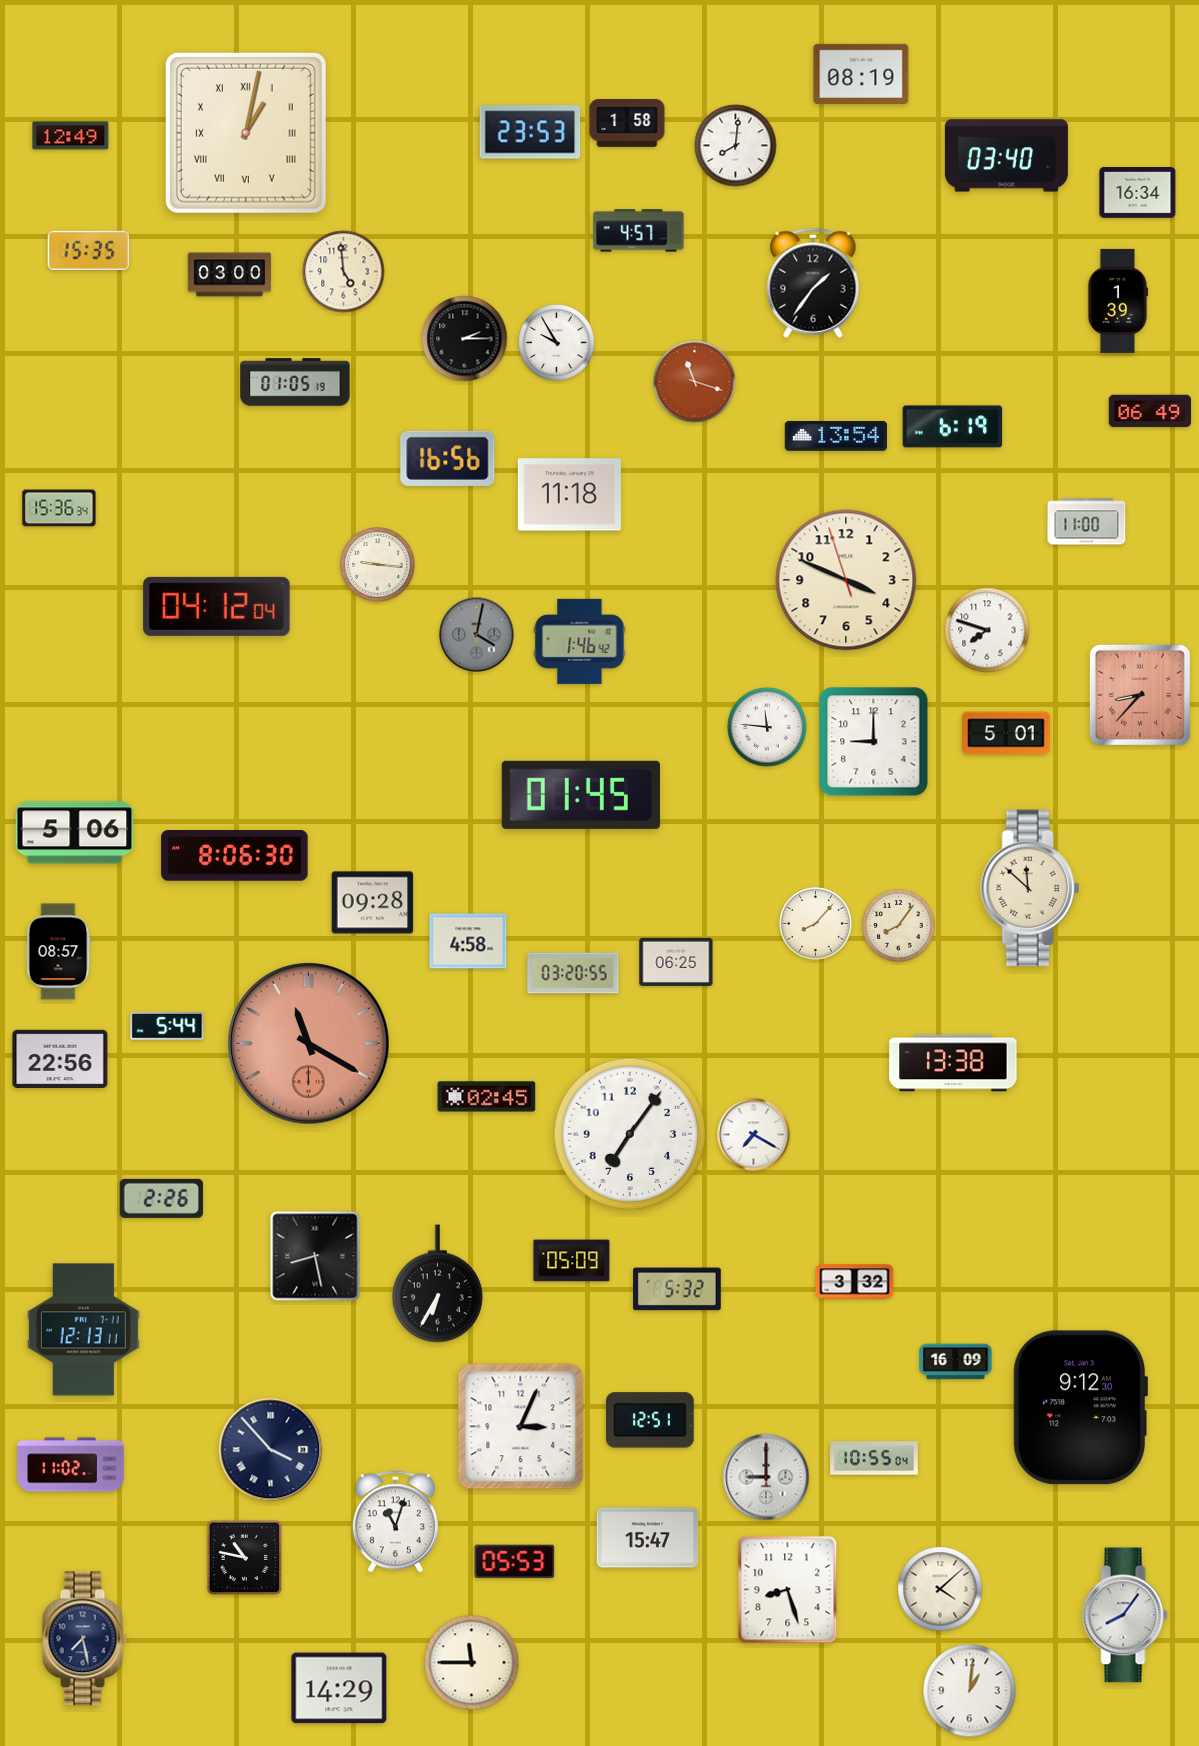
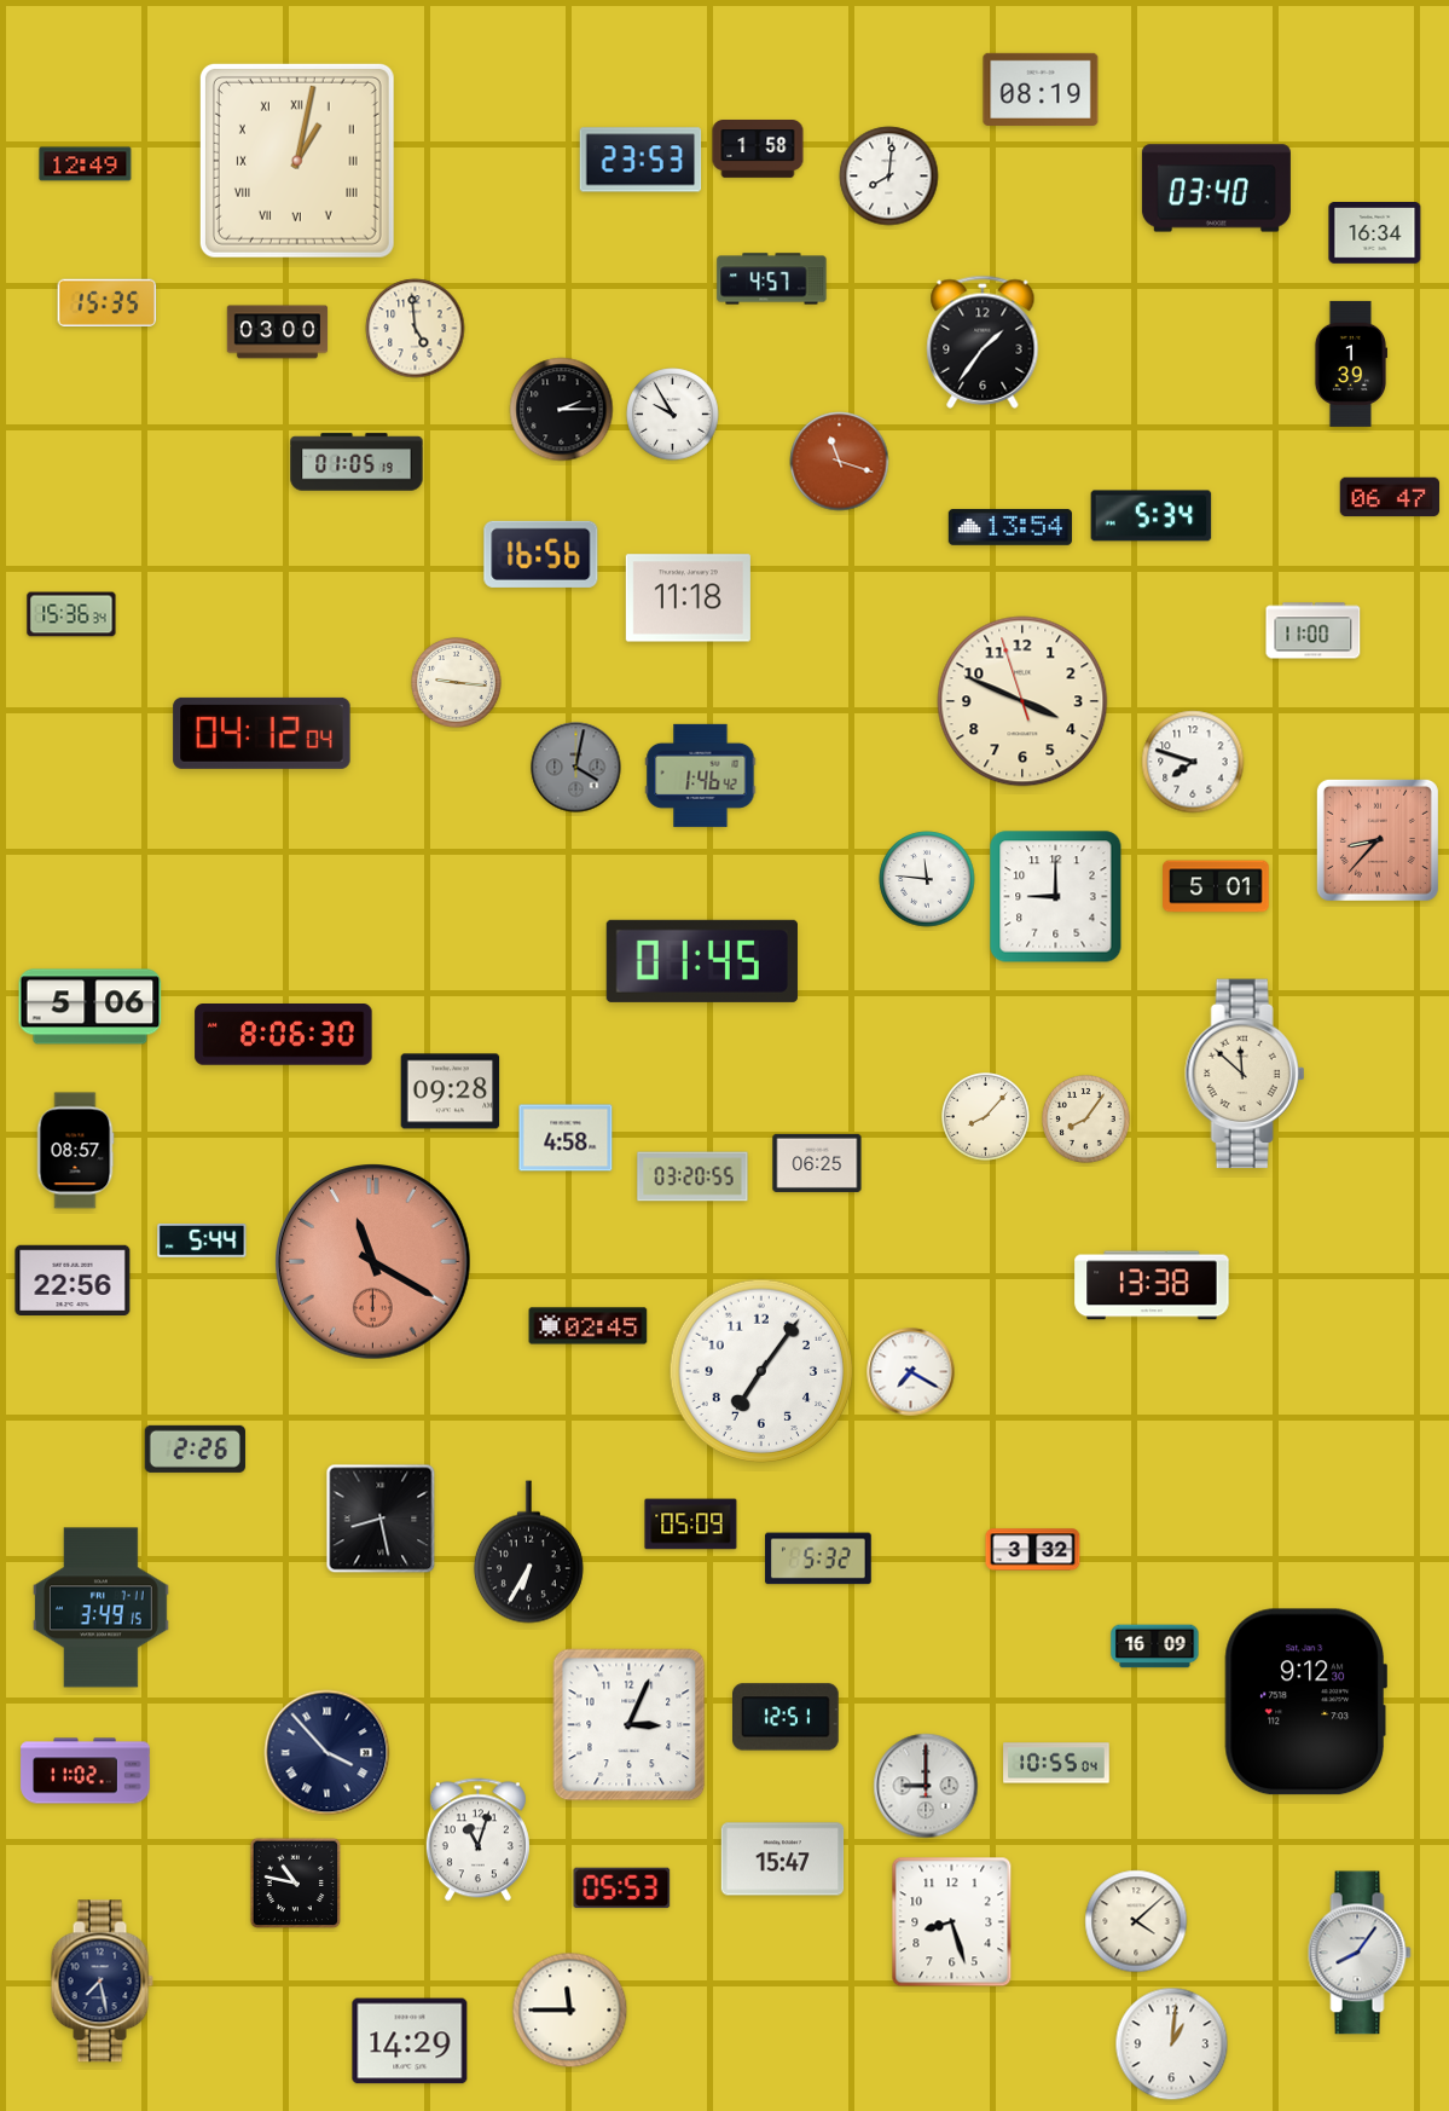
clock at (1150, 411): 06:49 -> 06:47
clock at (953, 427): 6:19 -> 5:34
clock at (58, 952) position: (58, 952) -> (75, 1151)
clock at (83, 1330): 12:13 -> 3:49
